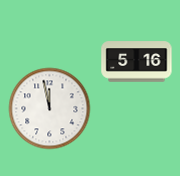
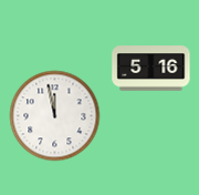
clock at (50, 109) position: (50, 109) -> (55, 116)
